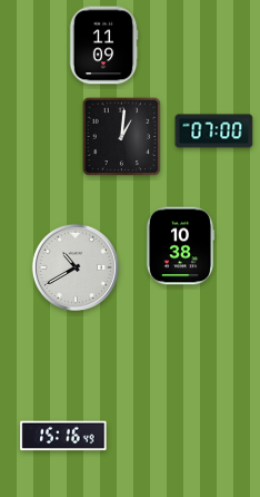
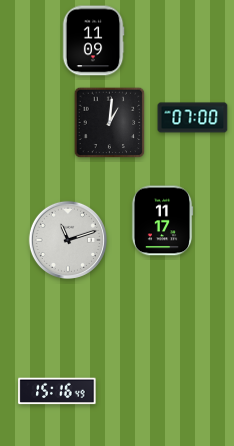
clock at (180, 246): 10:38 -> 11:17
clock at (76, 267): 10:40 -> 11:12
